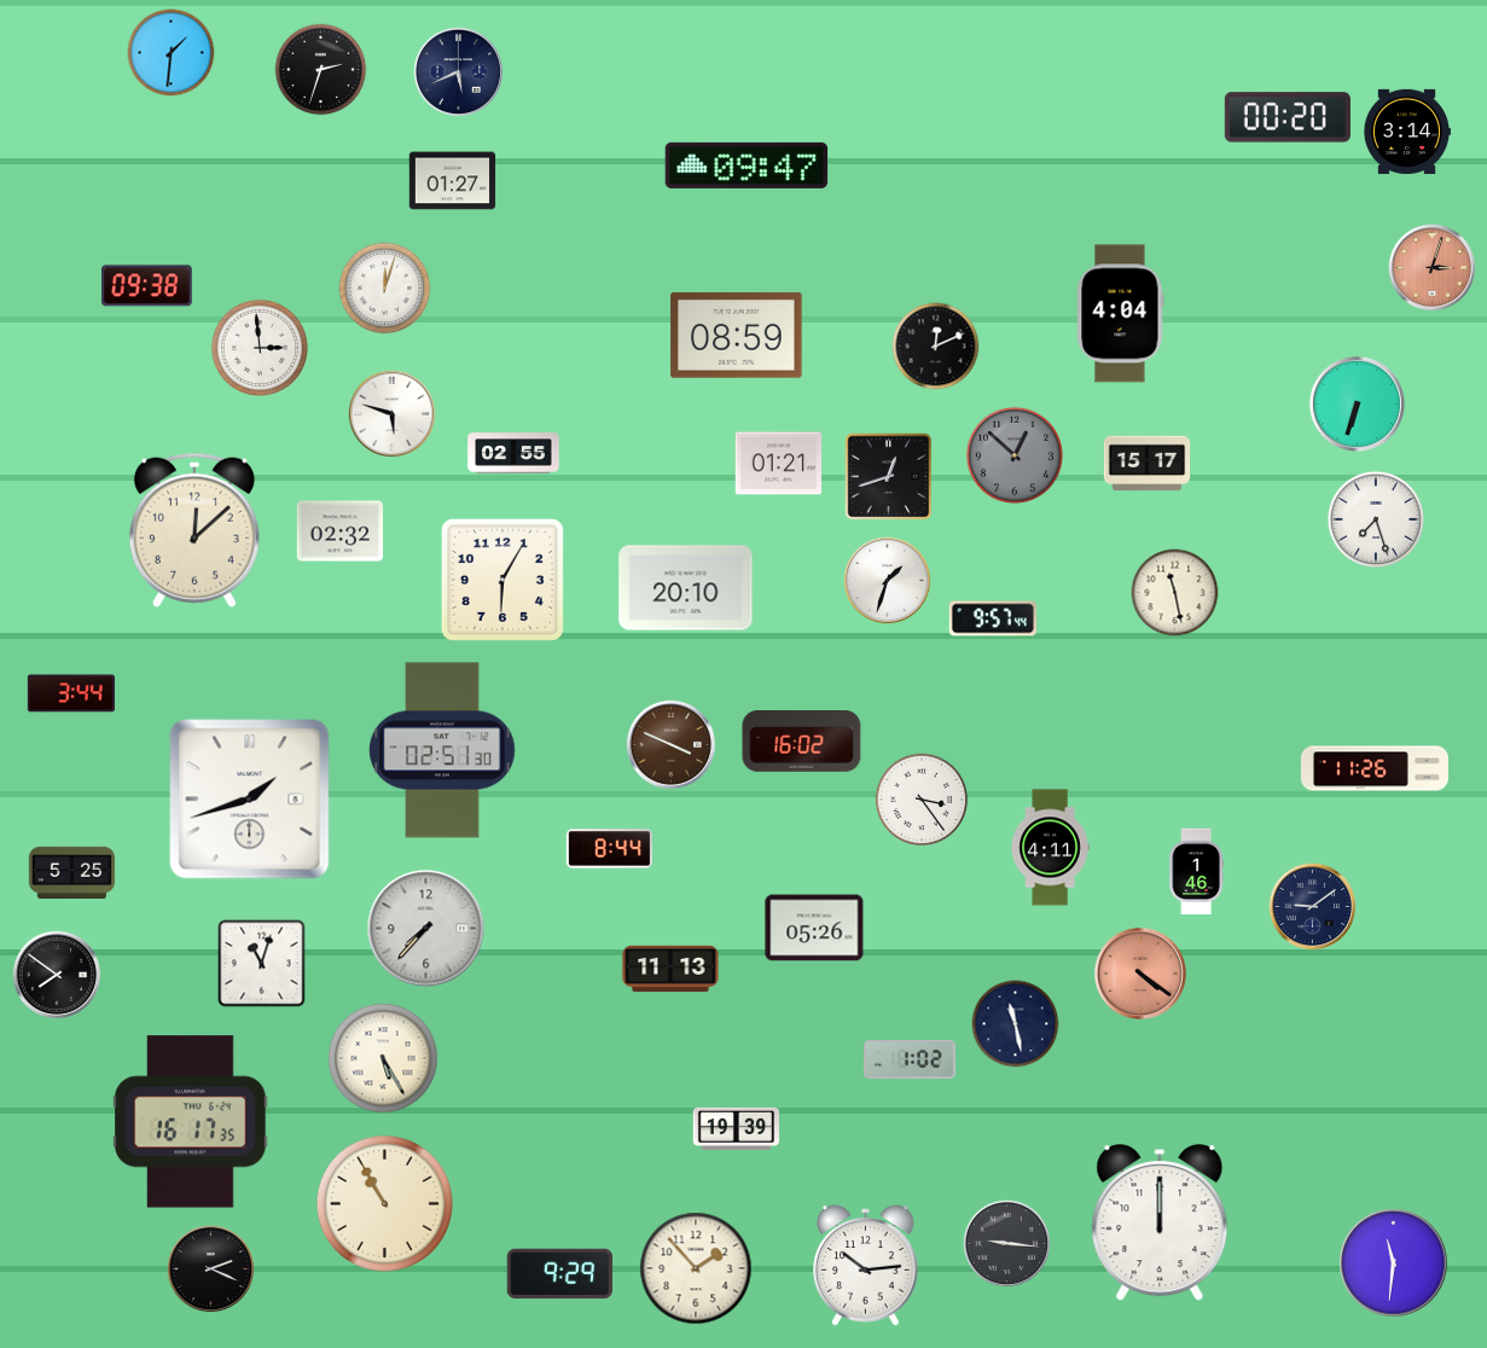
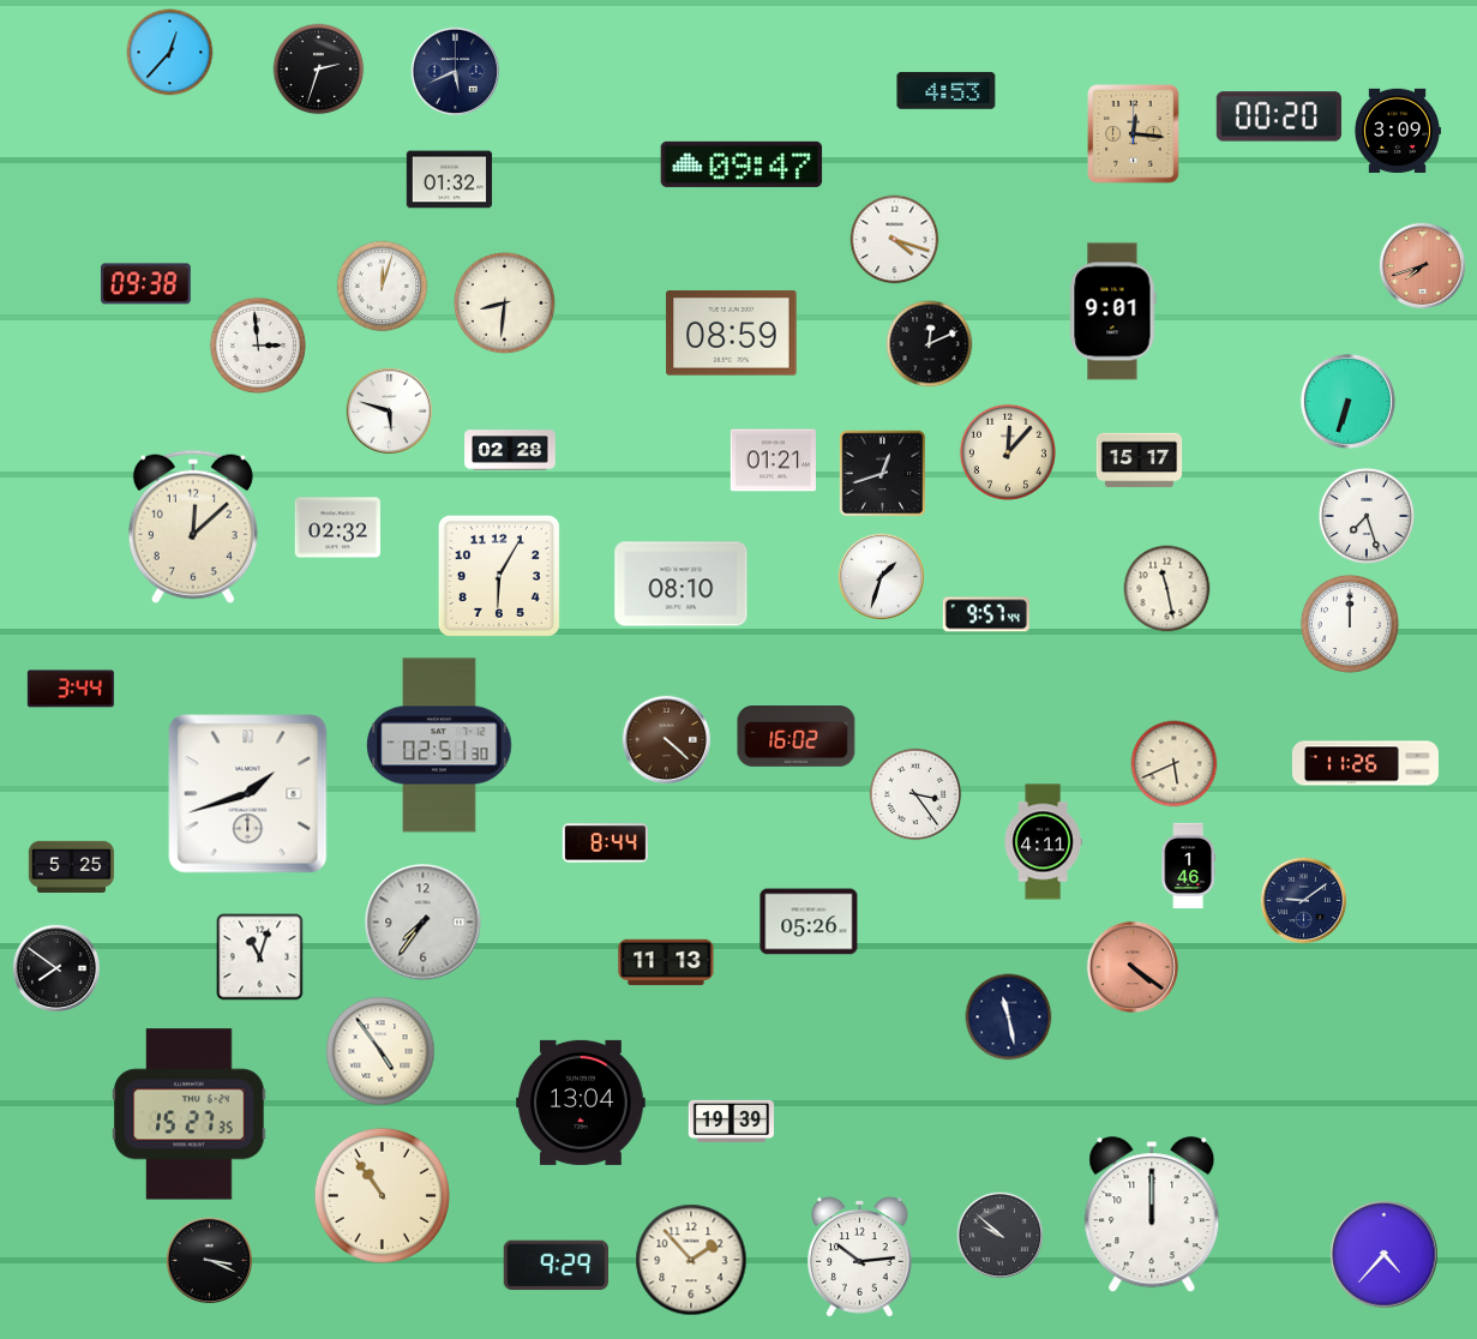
clock at (172, 53): 1:31 -> 12:37
clock at (947, 91): none -> 4:53
clock at (1407, 132): 3:14 -> 3:09
clock at (1134, 134): none -> 12:16
clock at (453, 181): 01:27 -> 01:32
clock at (895, 240): none -> 4:18
clock at (1433, 268): 3:03 -> 7:42
clock at (504, 302): none -> 8:31
clock at (1121, 314): 4:04 -> 9:01
clock at (513, 453): 02:55 -> 02:28
clock at (1015, 455): 12:52 -> 12:07
clock at (1015, 455) dial: grey -> cream
clock at (686, 588): 20:10 -> 08:10
clock at (1350, 624): none -> 12:00
clock at (670, 744): 3:49 -> 4:22
clock at (1175, 764): none -> 5:41
clock at (426, 929): 7:37 -> 7:36
clock at (383, 1058): 5:25 -> 4:54
clock at (910, 1059): 1:02 -> none
clock at (581, 1103): none -> 13:04
clock at (191, 1122): 16:17 -> 15:27
clock at (384, 1203): 10:55 -> 10:54
clock at (1007, 1244): 9:16 -> 9:52
clock at (1394, 1263): 11:31 -> 4:37
clock at (211, 1269): 2:19 -> 3:19
